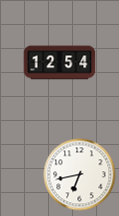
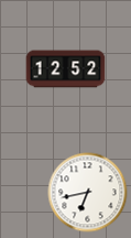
clock at (60, 63): 12:54 -> 12:52
